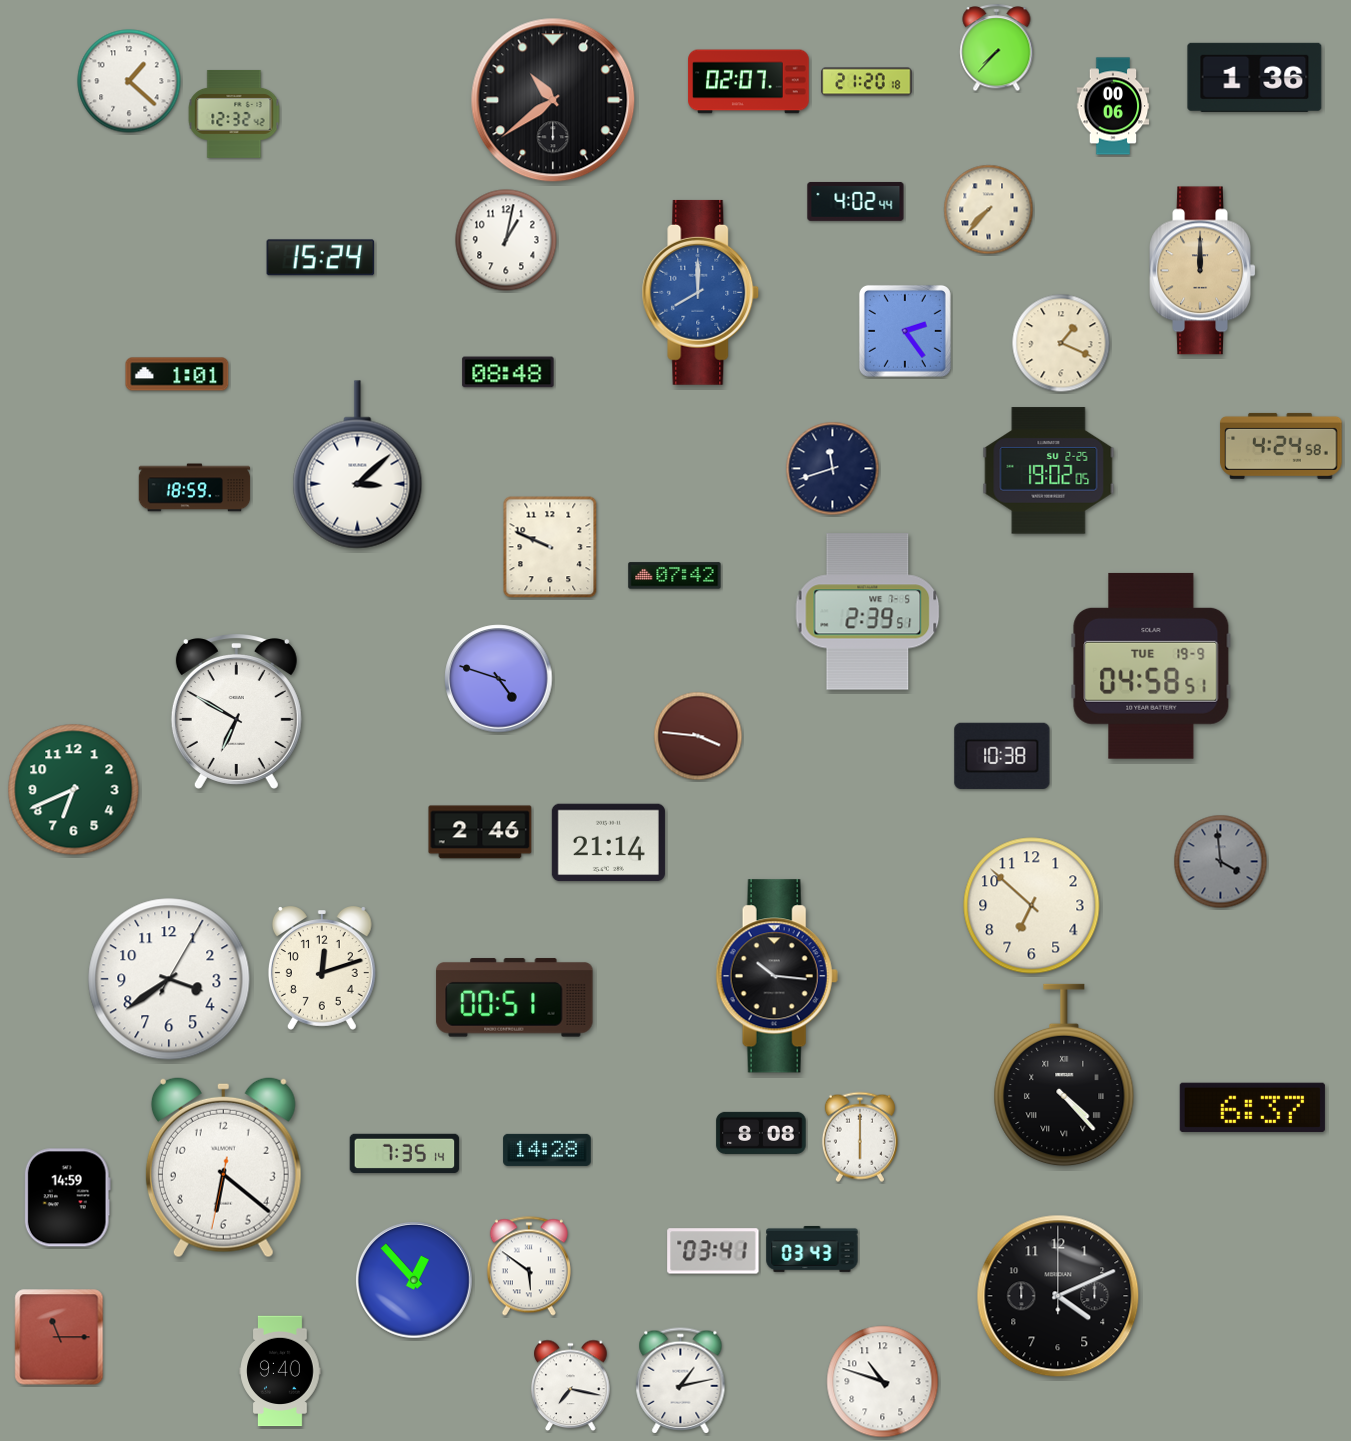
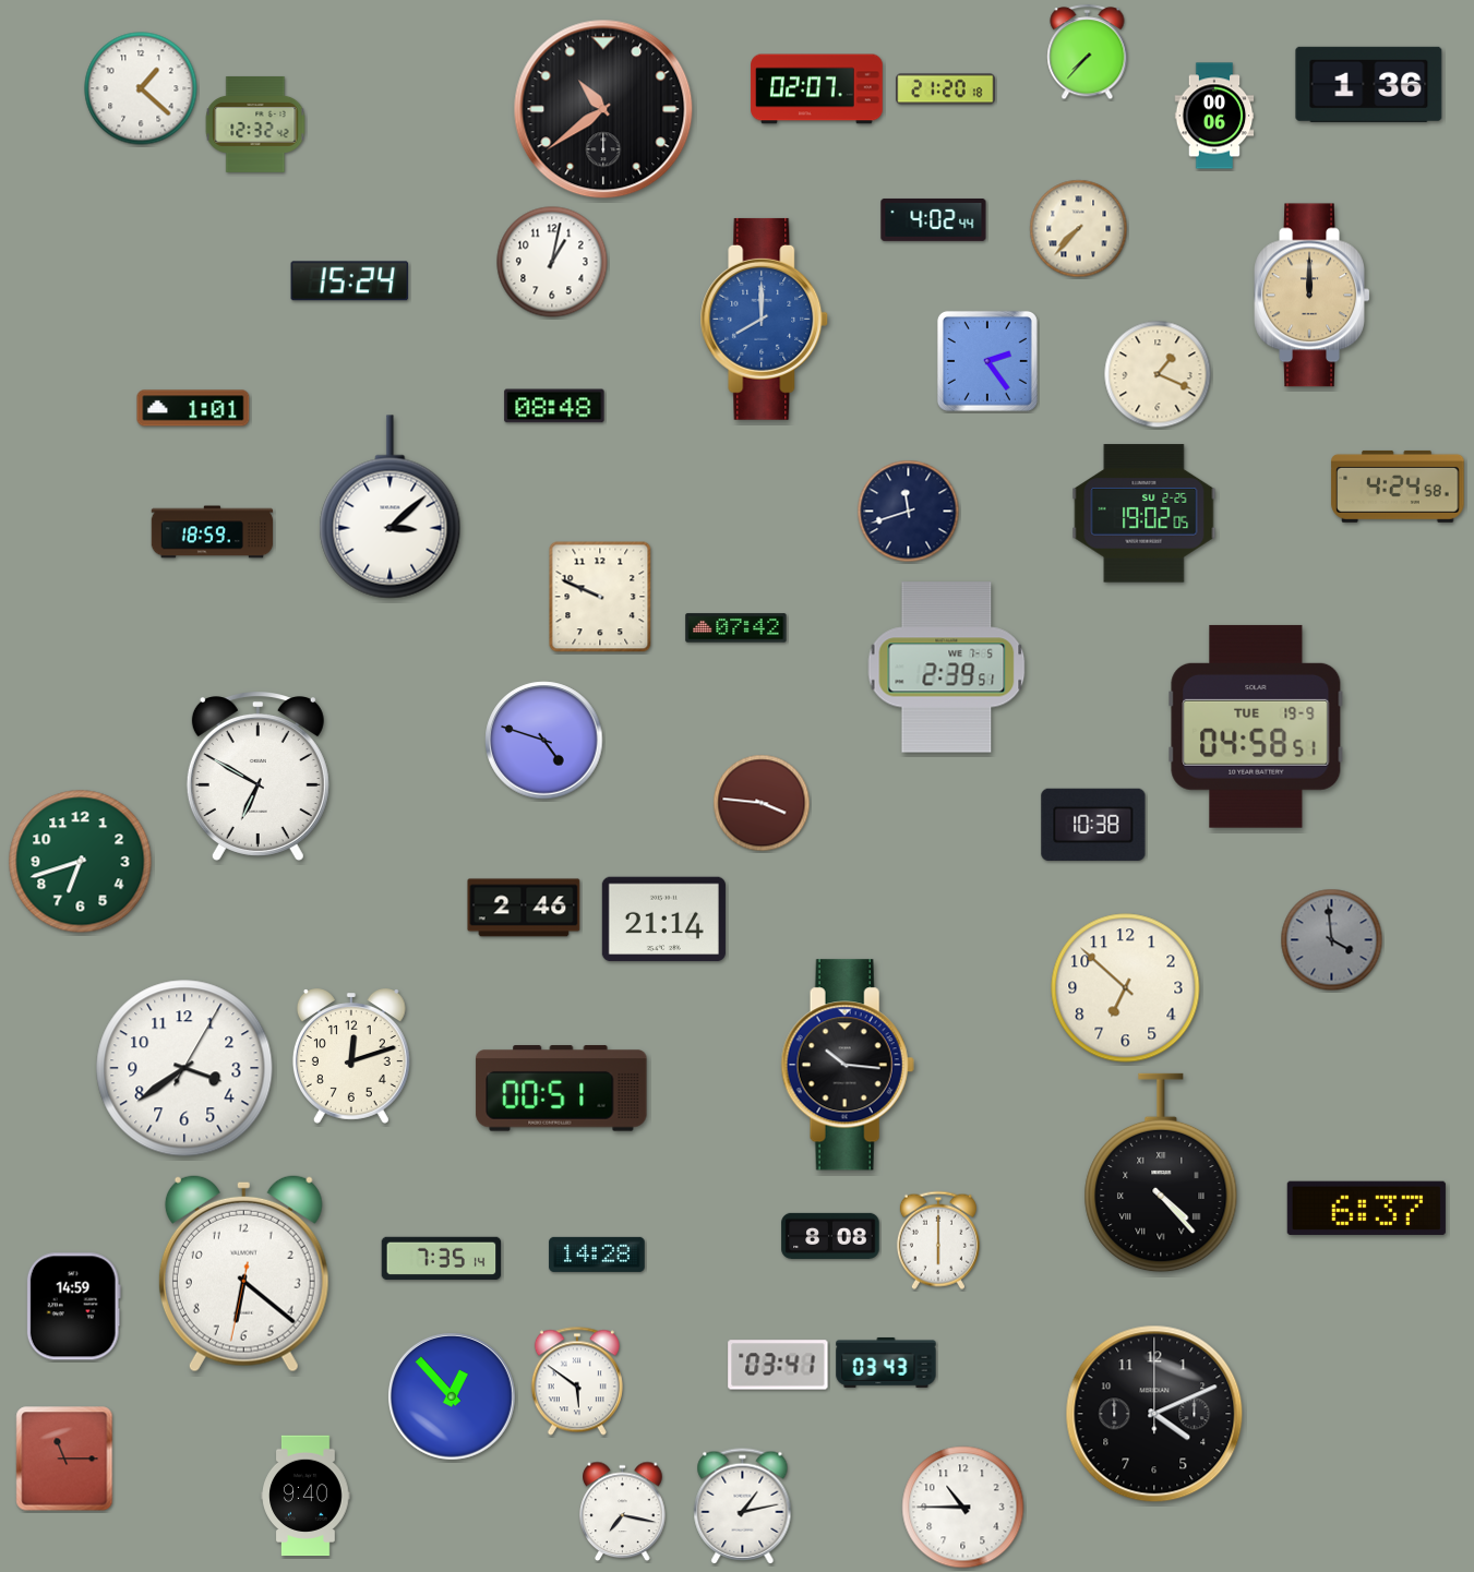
clock at (74, 790): 6:41 -> 6:42
clock at (883, 1382): 10:48 -> 10:45
